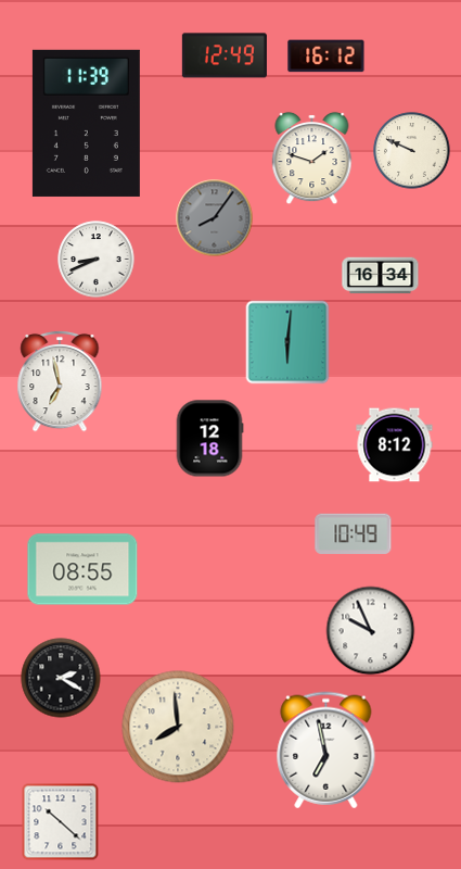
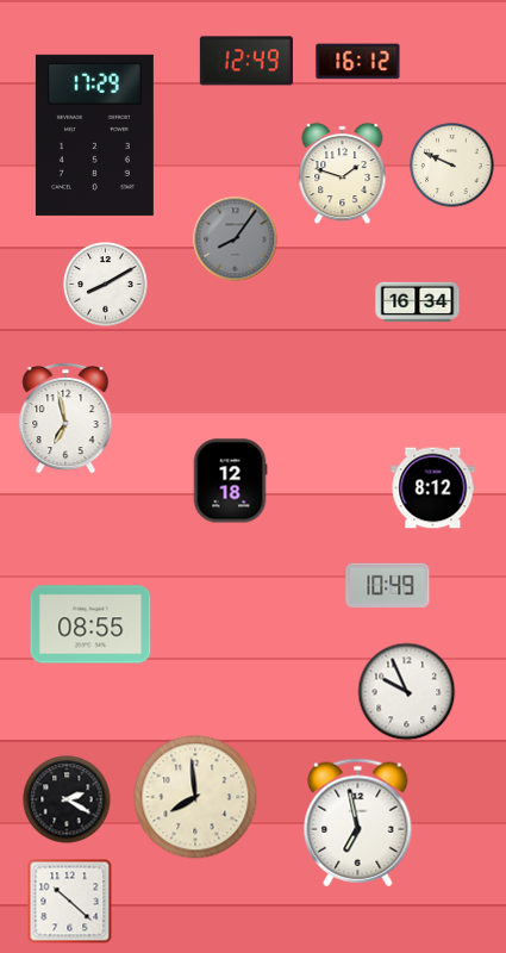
clock at (86, 123): 11:39 -> 17:29
clock at (97, 260): 8:41 -> 8:10
clock at (287, 342): 6:01 -> none
clock at (61, 678) position: (61, 678) -> (67, 799)
clock at (61, 822) position: (61, 822) -> (70, 902)
